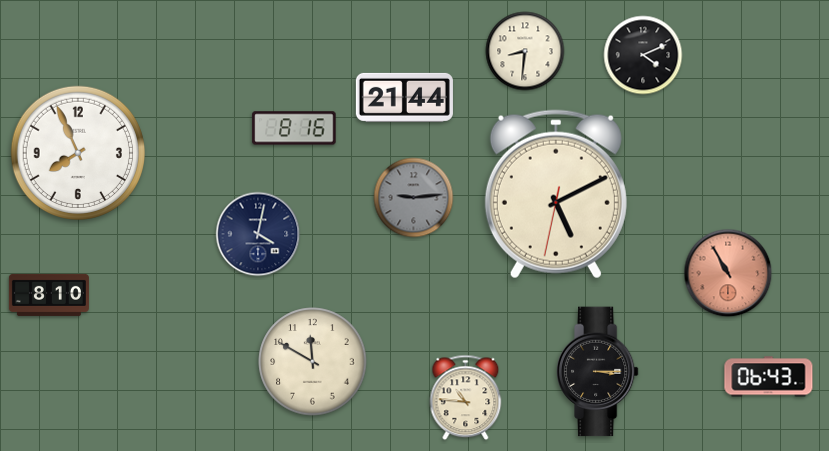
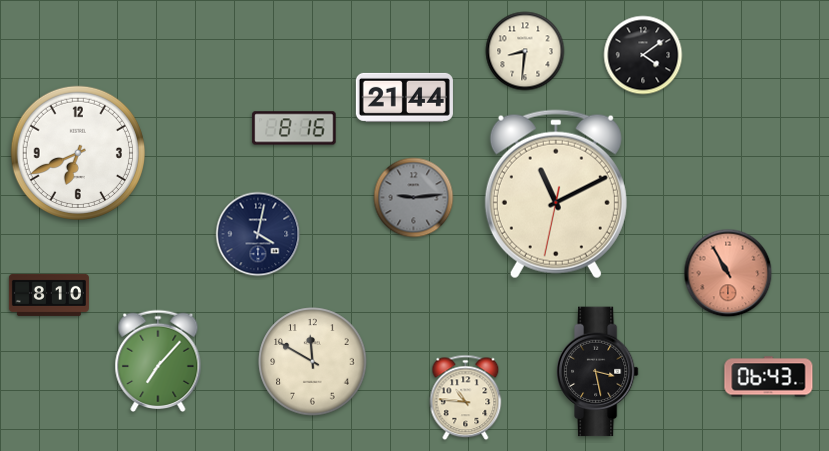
clock at (643, 55): 4:11 -> 4:09
clock at (77, 152): 7:56 -> 6:41
clock at (556, 194): 5:10 -> 11:10
clock at (158, 360): none -> 7:07
clock at (597, 372): 3:15 -> 3:28
